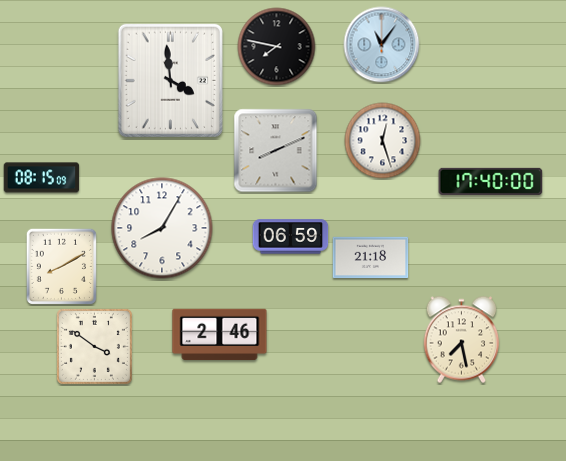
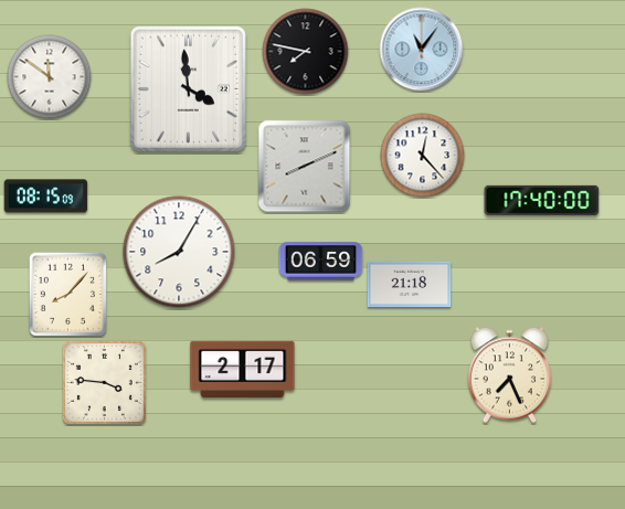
clock at (50, 77): none -> 11:51
clock at (383, 141): 12:27 -> 12:23
clock at (61, 266): 8:10 -> 8:07
clock at (220, 335): 2:46 -> 2:17
clock at (462, 340): 7:28 -> 7:26
clock at (94, 346): 3:51 -> 3:46
